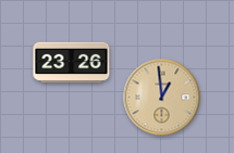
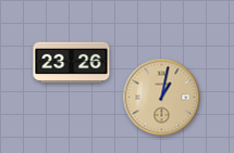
clock at (162, 98): 12:59 -> 1:02
